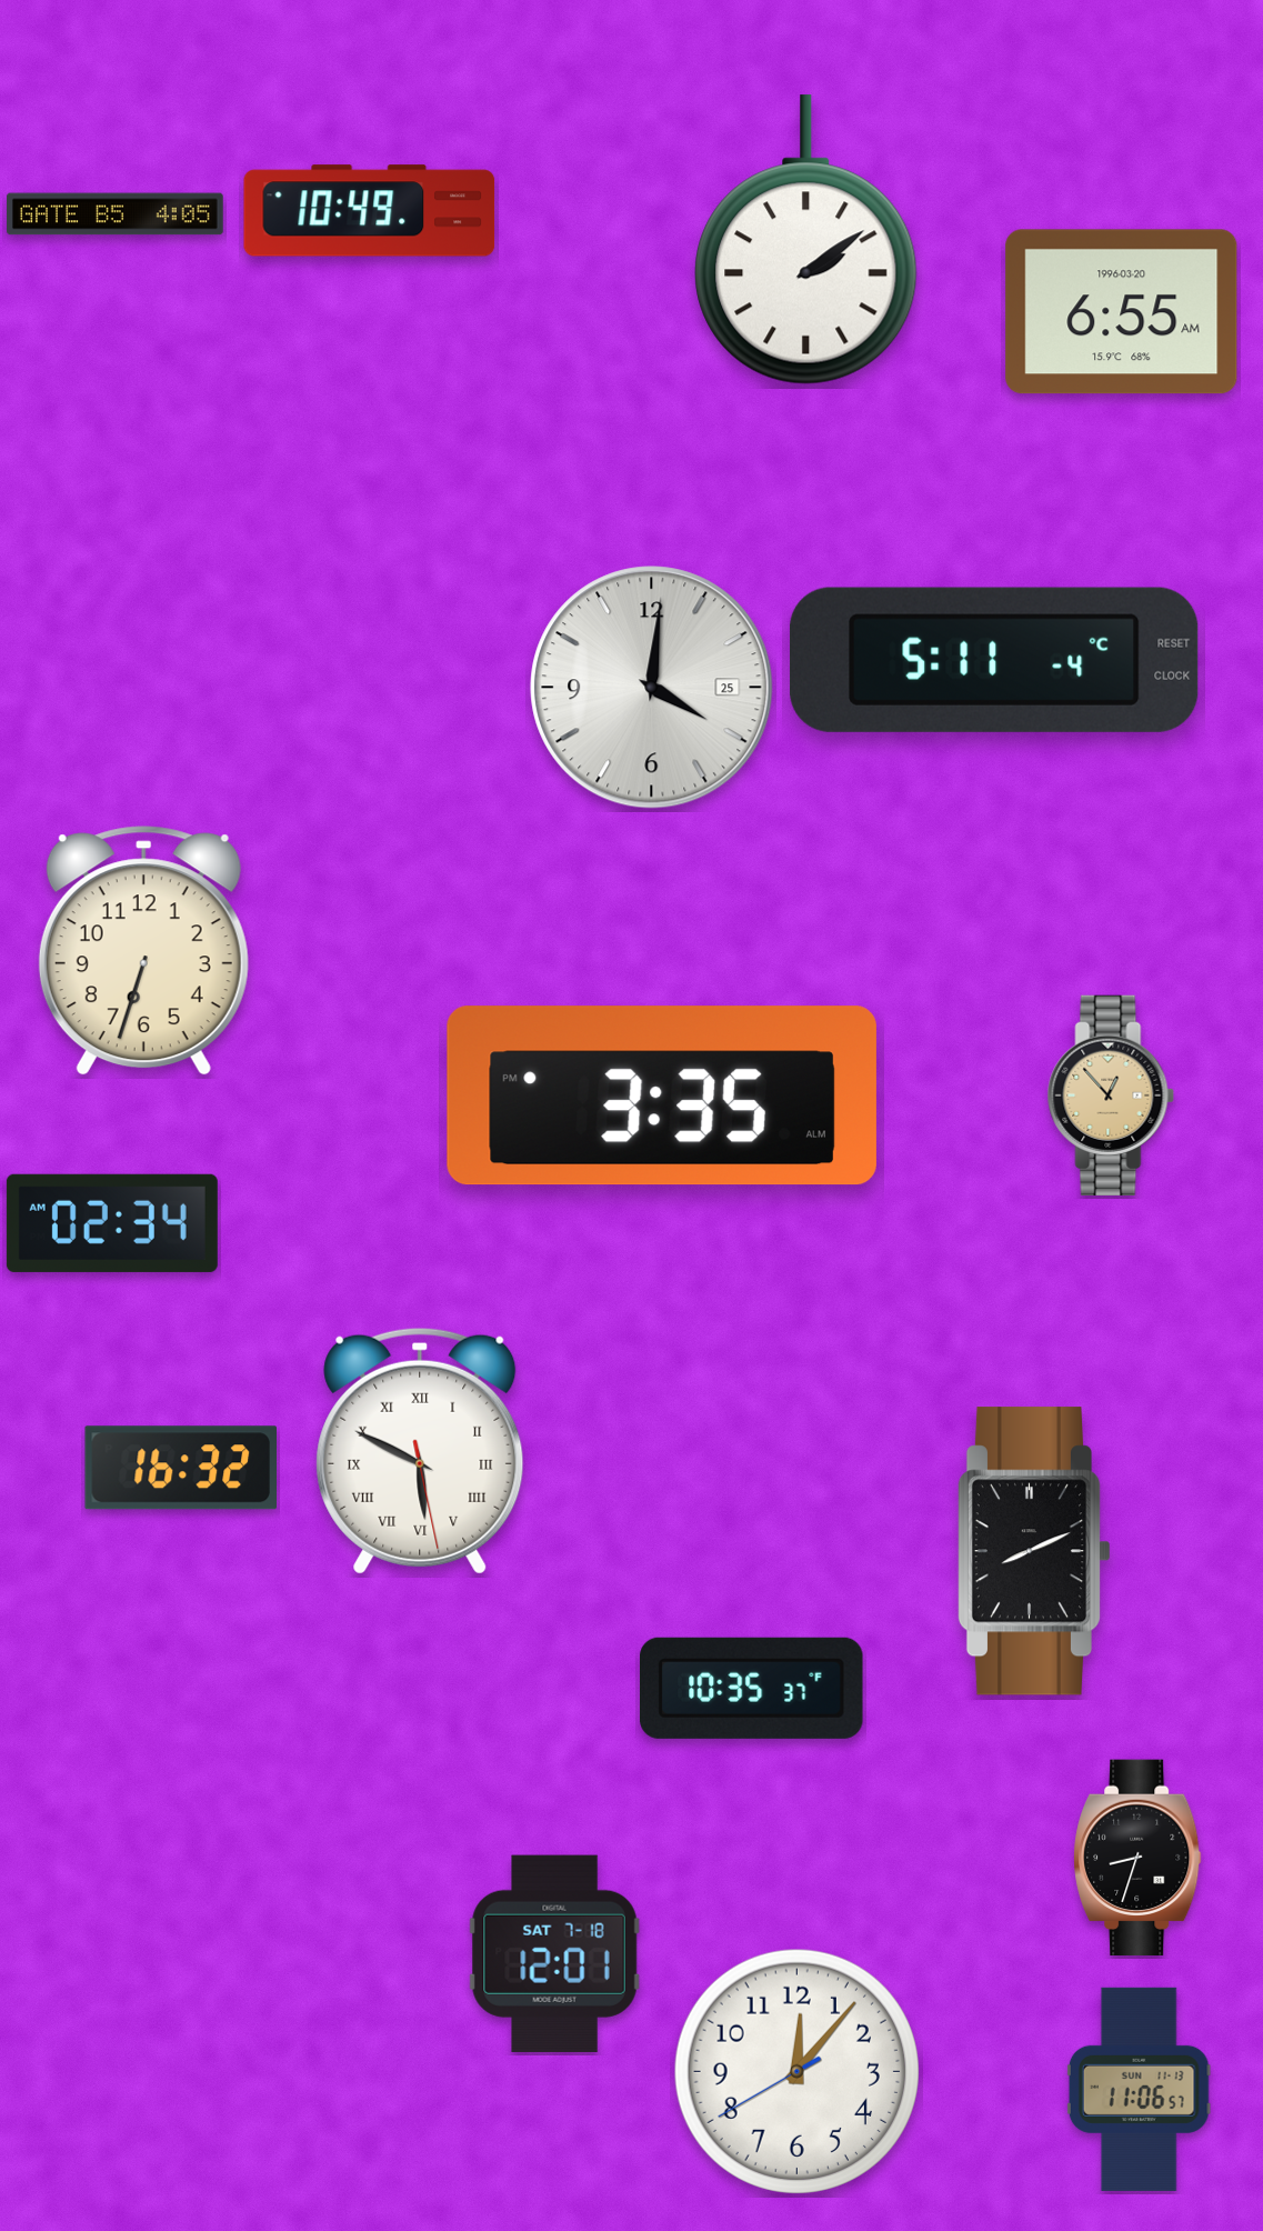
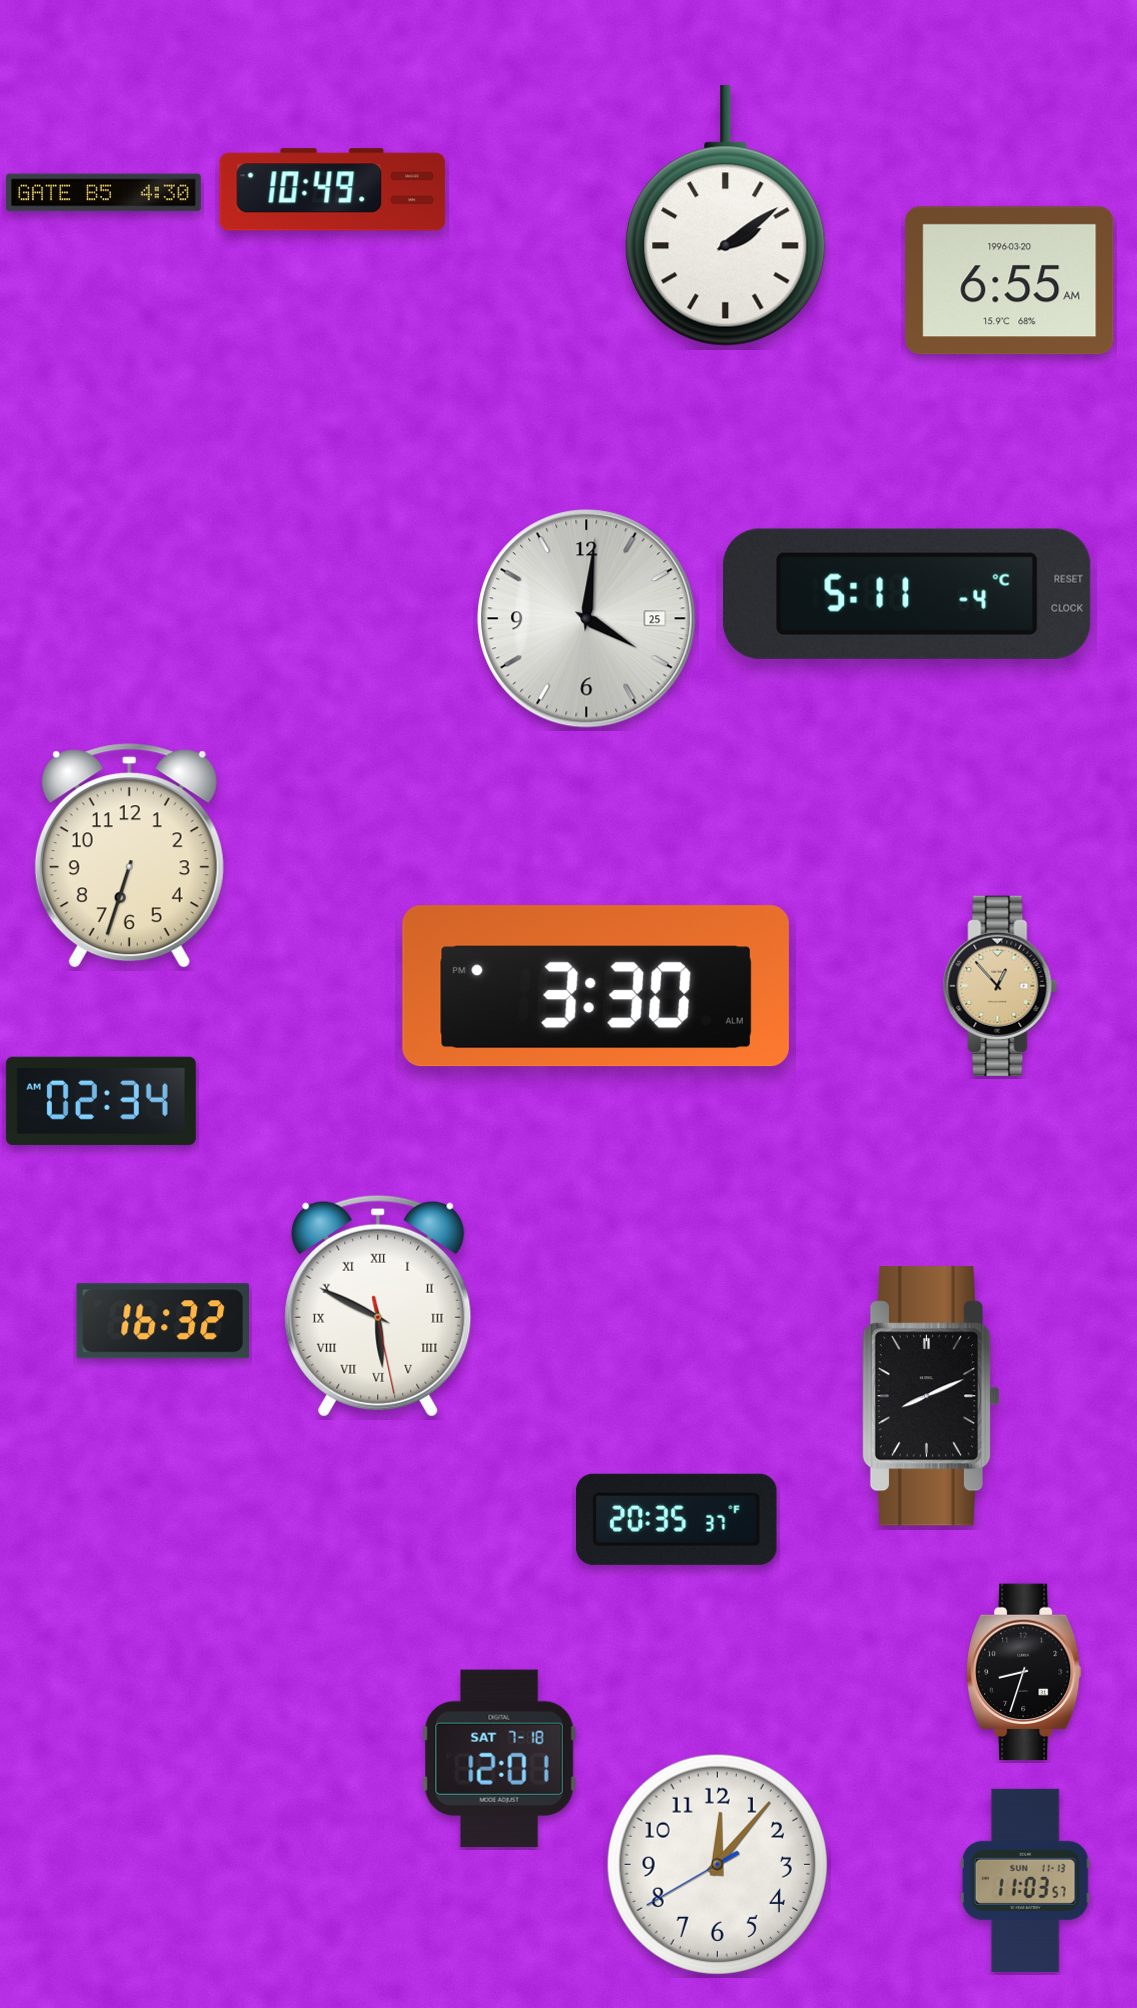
clock at (116, 214): 4:05 -> 4:30
clock at (994, 660) position: (994, 660) -> (907, 594)
clock at (662, 1096): 3:35 -> 3:30
clock at (752, 1688): 10:35 -> 20:35
clock at (1139, 2089): 11:06 -> 11:03
